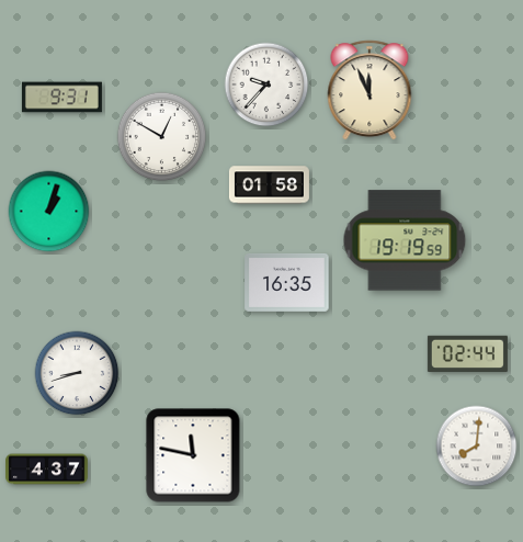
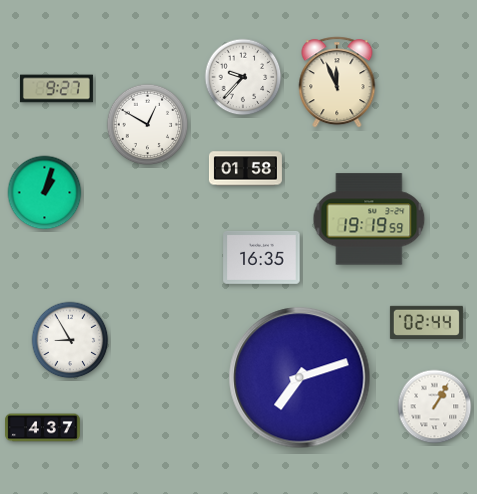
clock at (61, 98): 9:31 -> 9:27
clock at (77, 373): 8:42 -> 8:55
clock at (300, 378): none -> 7:12
clock at (477, 447): 8:01 -> 1:05
clock at (193, 455): 11:47 -> none
